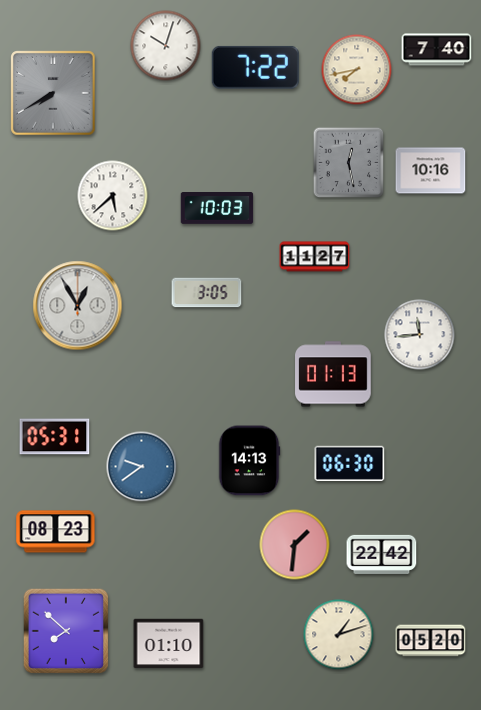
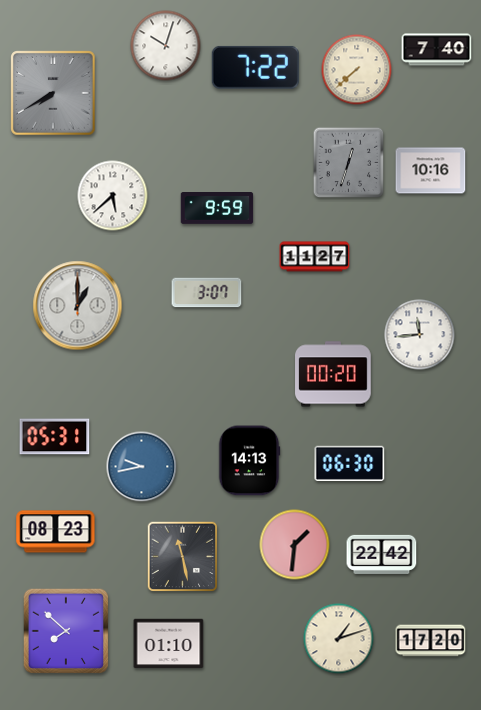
clock at (357, 70): 7:43 -> 7:38
clock at (349, 163): 12:28 -> 12:33
clock at (217, 209): 10:03 -> 9:59
clock at (207, 293): 3:05 -> 3:07
clock at (78, 306): 12:55 -> 1:00
clock at (333, 374): 01:13 -> 00:20
clock at (142, 467): 9:39 -> 9:43
clock at (183, 557): none -> 11:28
clock at (339, 635) position: (339, 635) -> (339, 639)
clock at (431, 641): 05:20 -> 17:20
